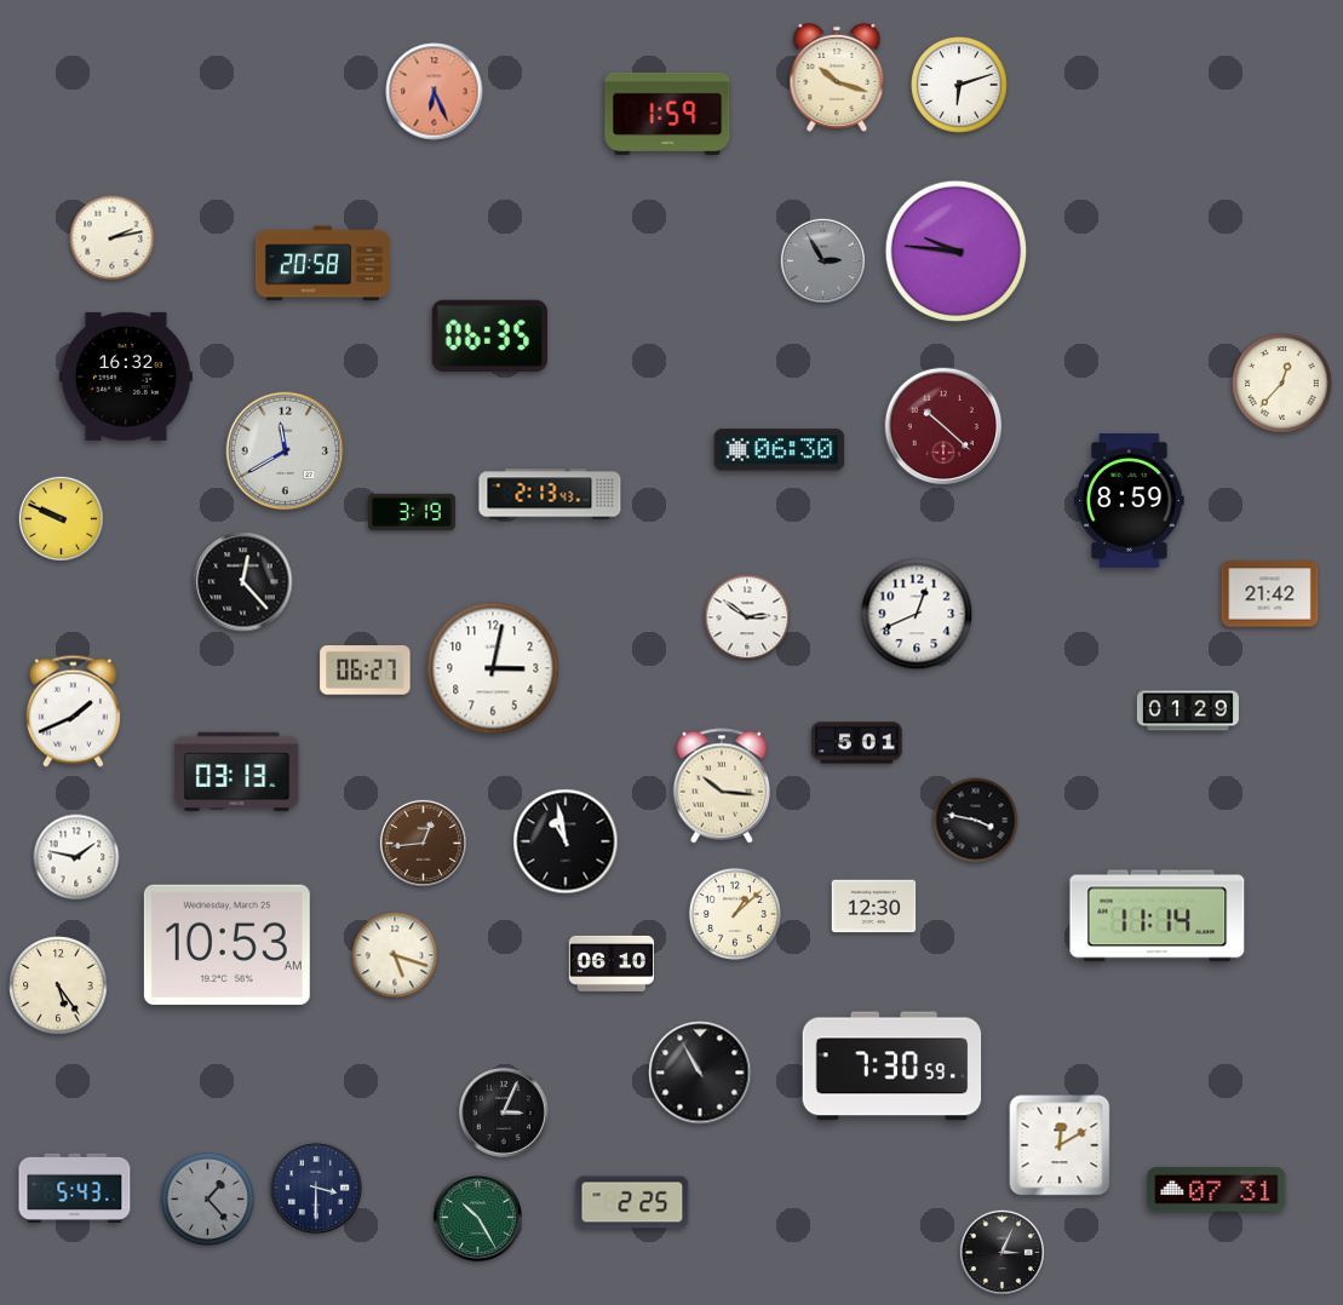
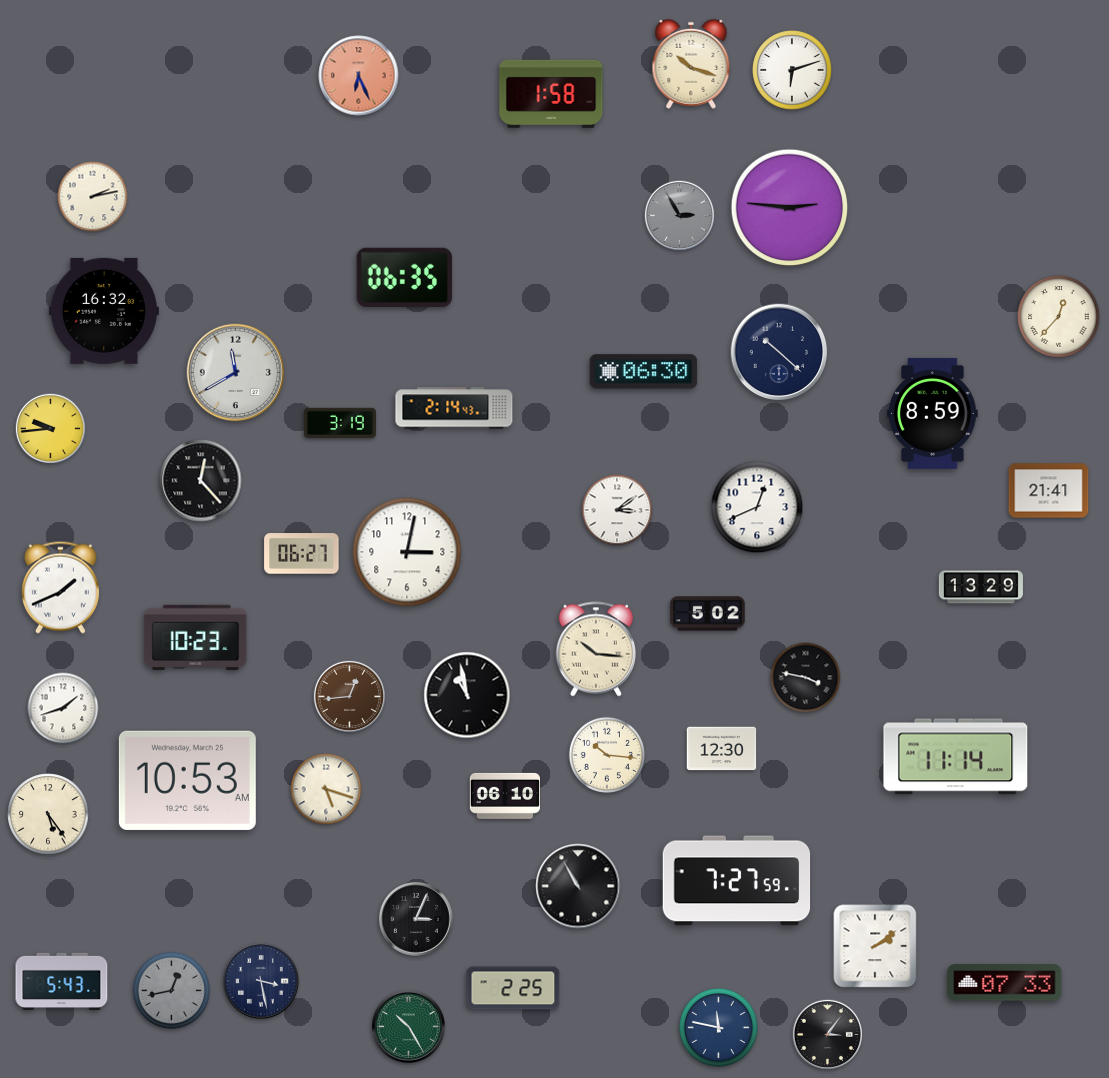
clock at (667, 114): 1:59 -> 1:58
clock at (957, 252): 9:46 -> 2:46
clock at (322, 264): 20:58 -> none
clock at (943, 426) dial: burgundy -> navy
clock at (550, 494): 2:13 -> 2:14
clock at (62, 519): 9:49 -> 9:44
clock at (1270, 594): 21:42 -> 21:41
clock at (747, 617): 2:51 -> 3:09
clock at (1188, 711): 01:29 -> 13:29
clock at (857, 743): 5:01 -> 5:02
clock at (237, 771): 03:13 -> 10:23
clock at (76, 857): 1:47 -> 1:42
clock at (735, 914): 1:08 -> 10:16
clock at (893, 1067): 7:30 -> 7:27
clock at (1060, 1145): 12:10 -> 2:09
clock at (316, 1188): 3:30 -> 3:28
clock at (1217, 1190): 07:31 -> 07:33
clock at (207, 1198): 1:23 -> 12:43
clock at (632, 1202) position: (632, 1202) -> (513, 988)
clock at (477, 1217) position: (477, 1217) -> (408, 1026)
clock at (719, 1028): none -> 11:47
clock at (1003, 1253): 3:04 -> 3:06
